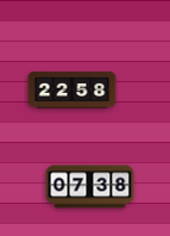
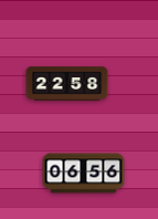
clock at (90, 187): 07:38 -> 06:56
